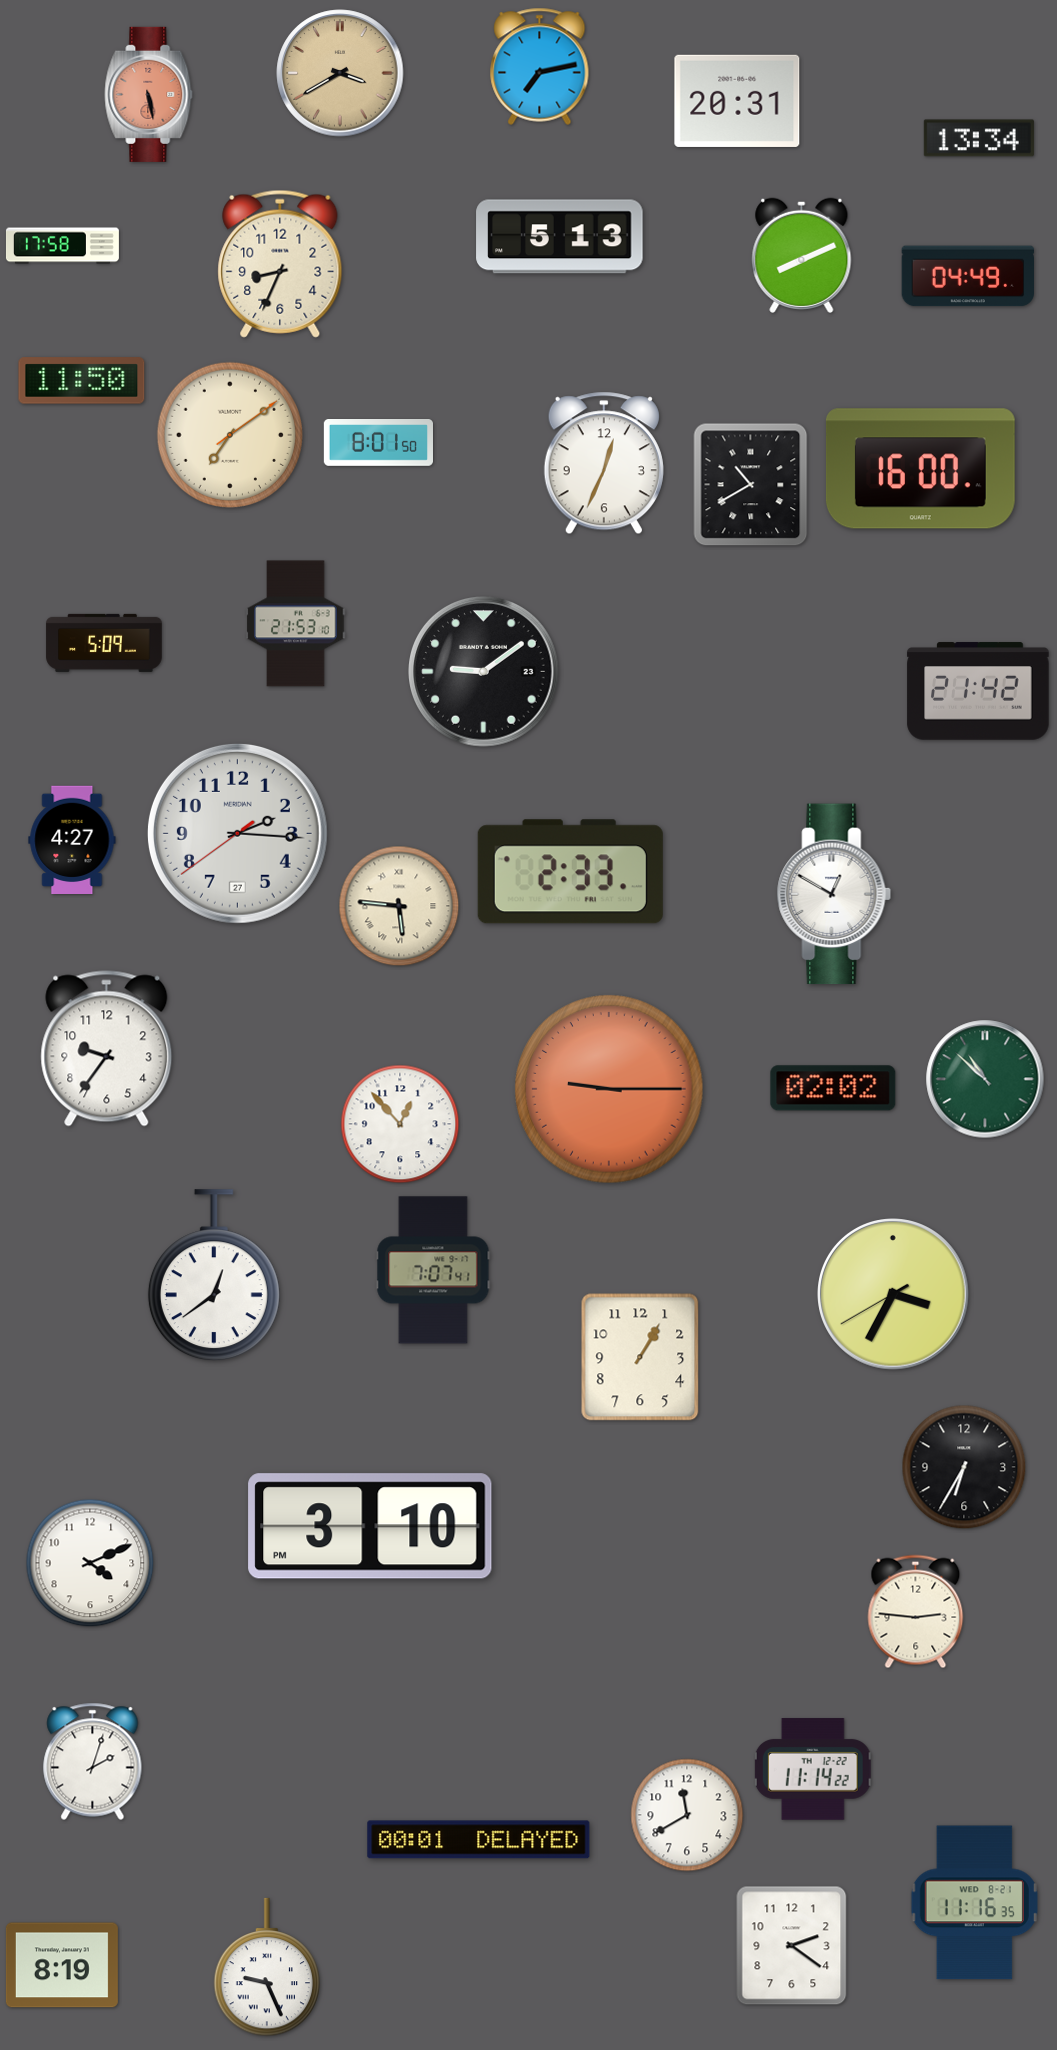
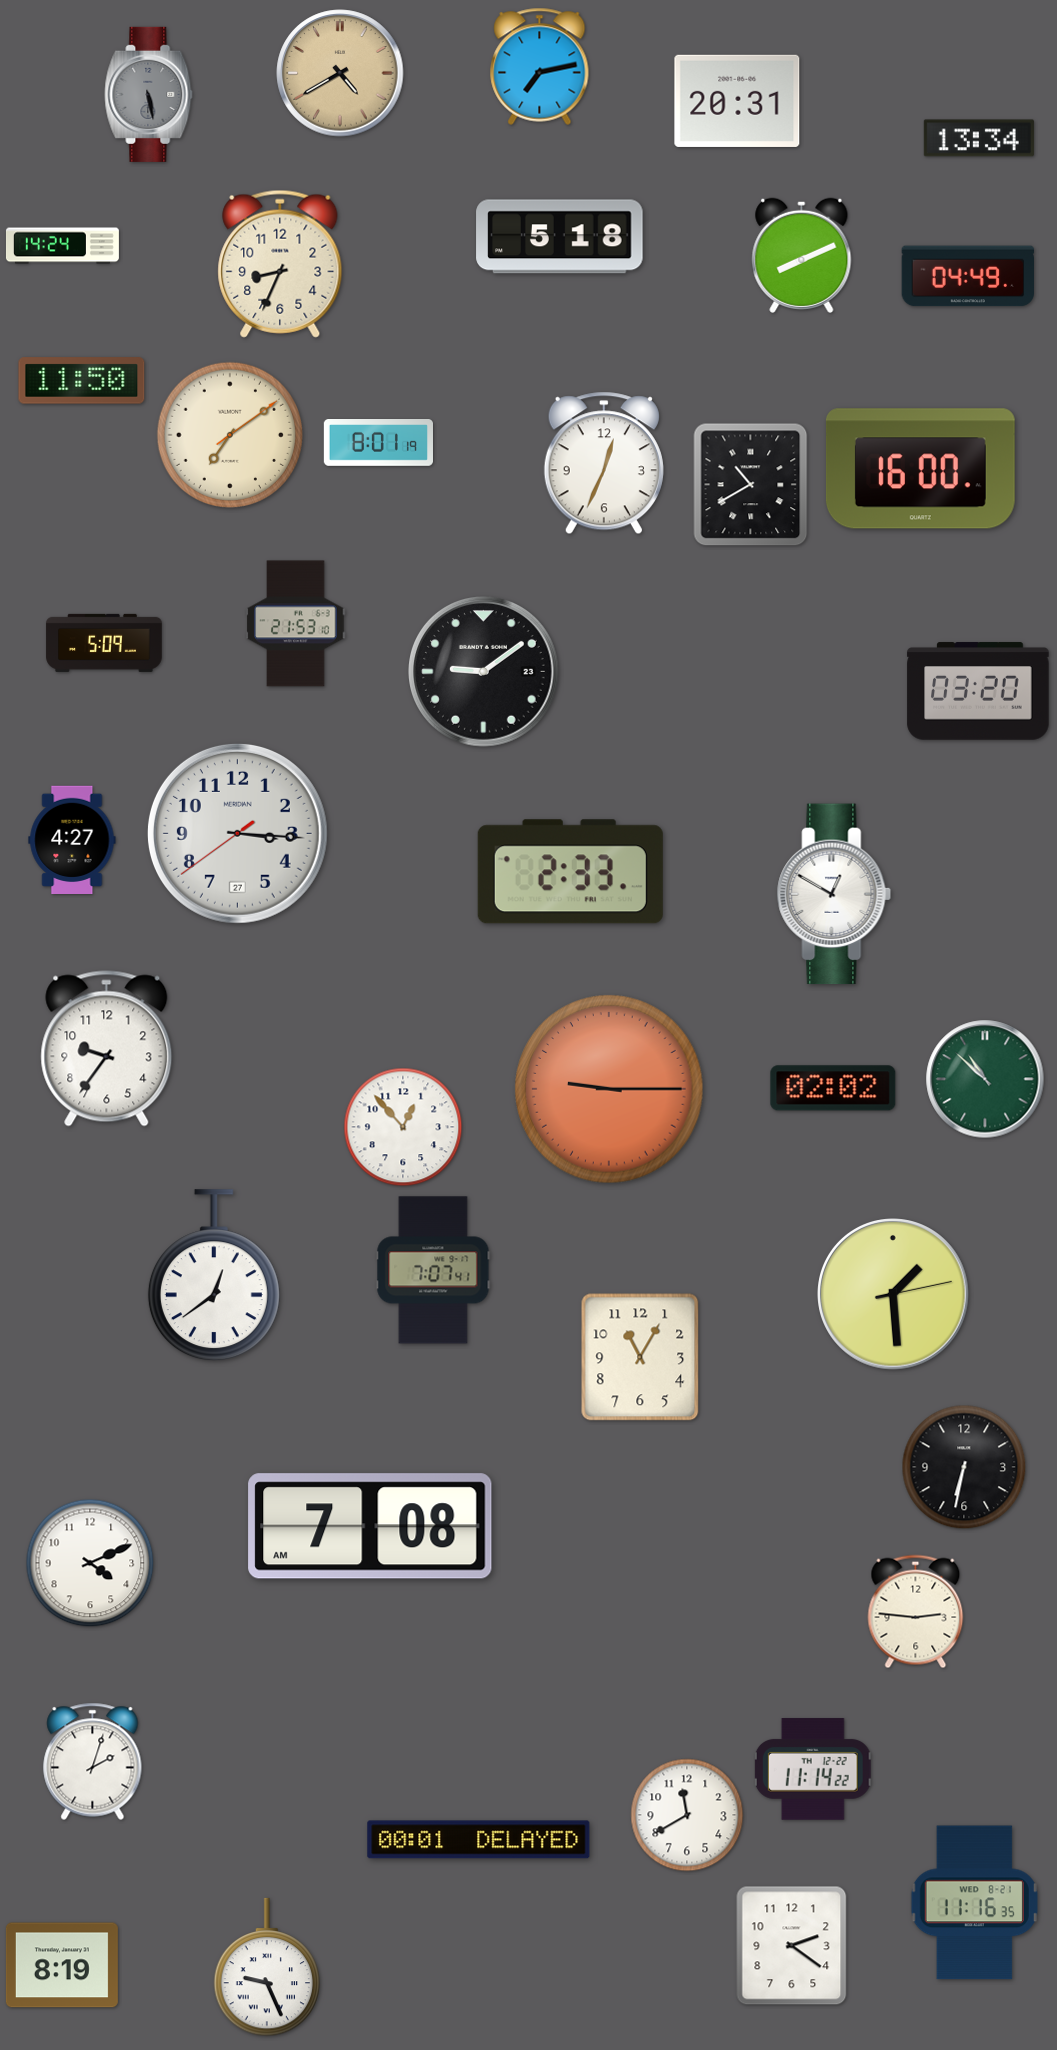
clock at (340, 73): 3:40 -> 4:40
clock at (149, 94) dial: salmon -> grey
clock at (560, 237): 5:13 -> 5:18
clock at (62, 246): 17:58 -> 14:24
clock at (378, 443): 8:01:50 -> 8:01:19
clock at (978, 691): 21:42 -> 03:20
clock at (237, 833): 2:15 -> 3:15
clock at (399, 906): 5:46 -> none
clock at (400, 1124) position: (400, 1124) -> (403, 1127)
clock at (893, 1294): 3:34 -> 1:29
clock at (640, 1357): 1:05 -> 11:05
clock at (964, 1467): 6:35 -> 6:32
clock at (370, 1526): 3:10 -> 7:08
